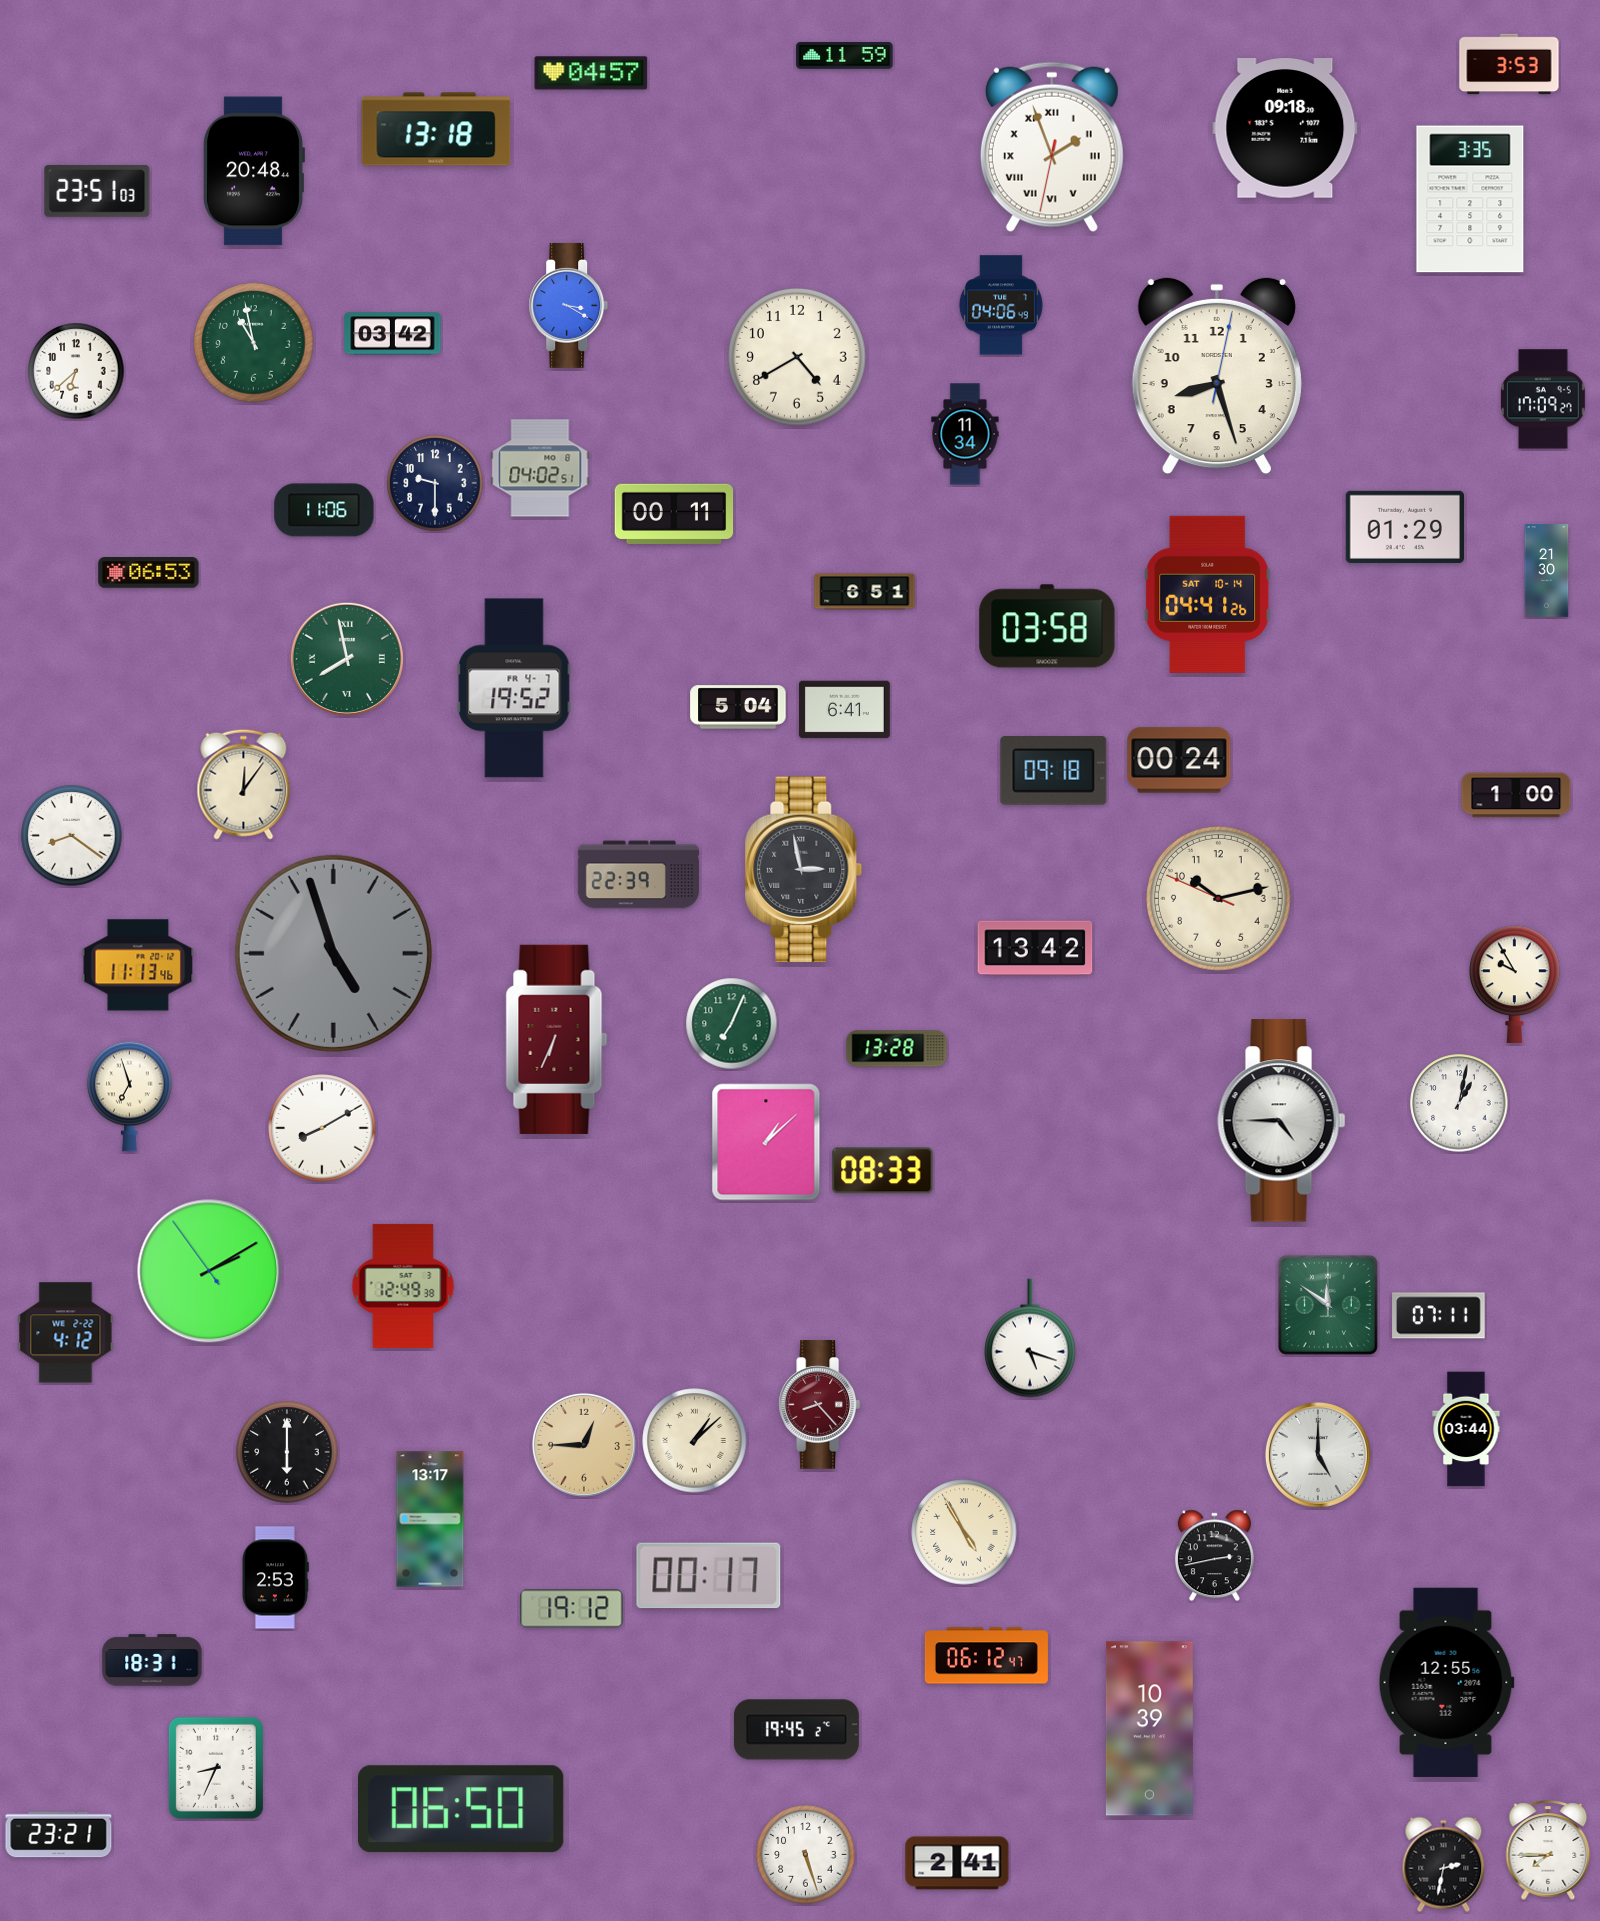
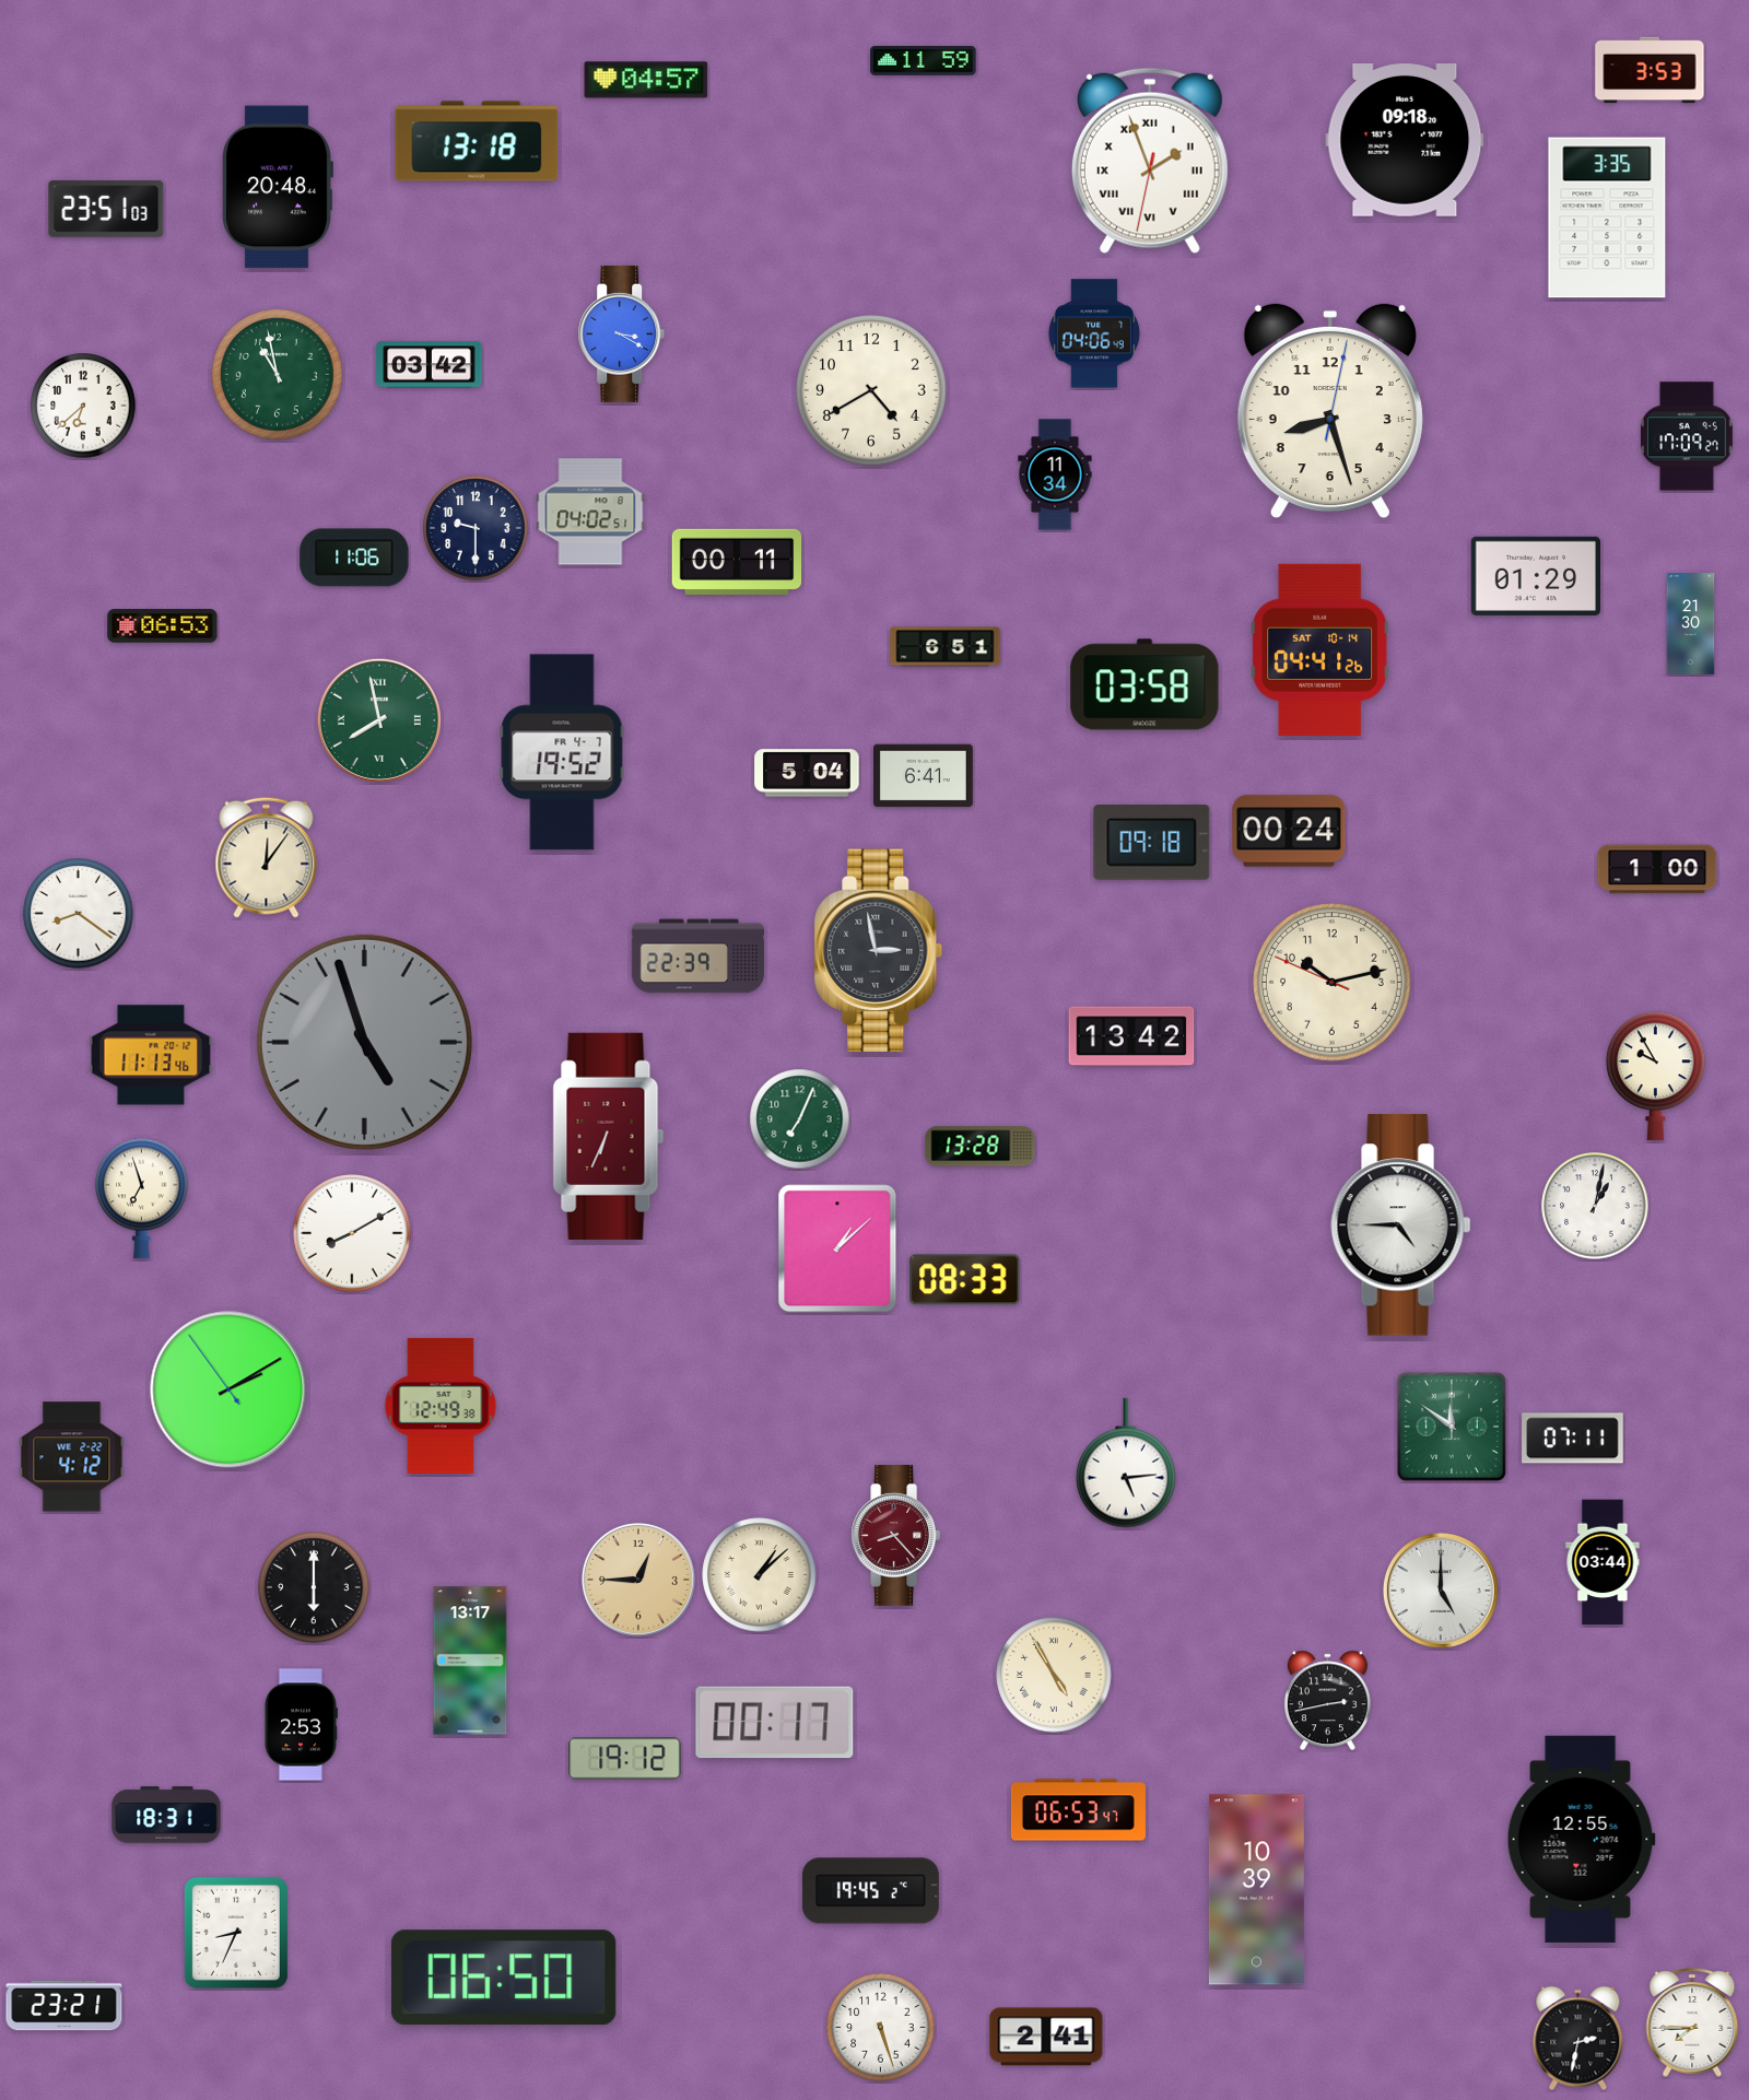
clock at (1030, 1338): 5:18 -> 5:14
clock at (986, 1656): 06:12 -> 06:53
